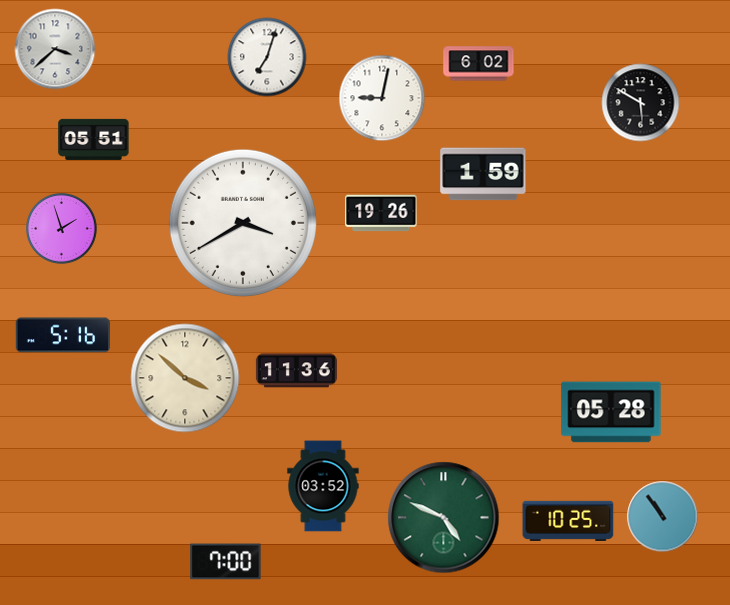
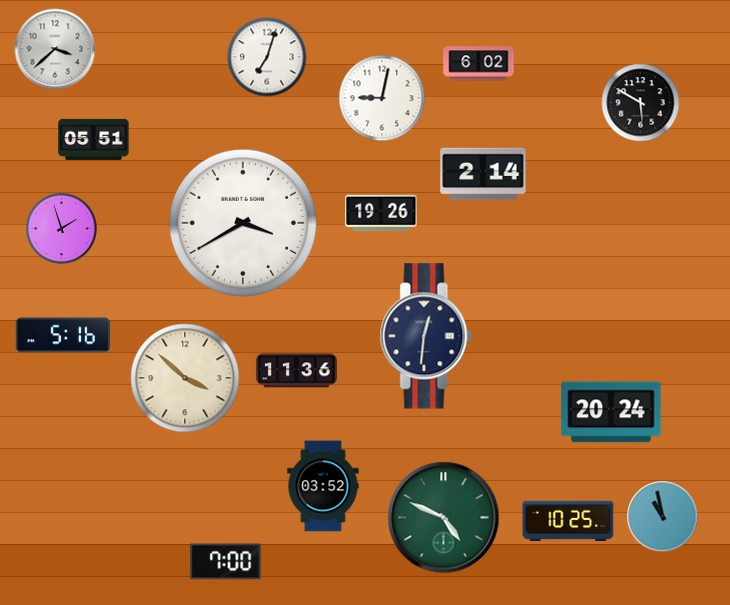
clock at (483, 174): 1:59 -> 2:14
clock at (426, 336): none -> 12:31
clock at (611, 412): 05:28 -> 20:24
clock at (663, 517): 10:54 -> 10:58
